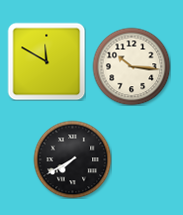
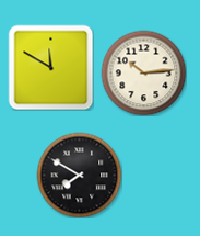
clock at (131, 66): 10:16 -> 10:14
clock at (72, 159): 7:40 -> 7:50
